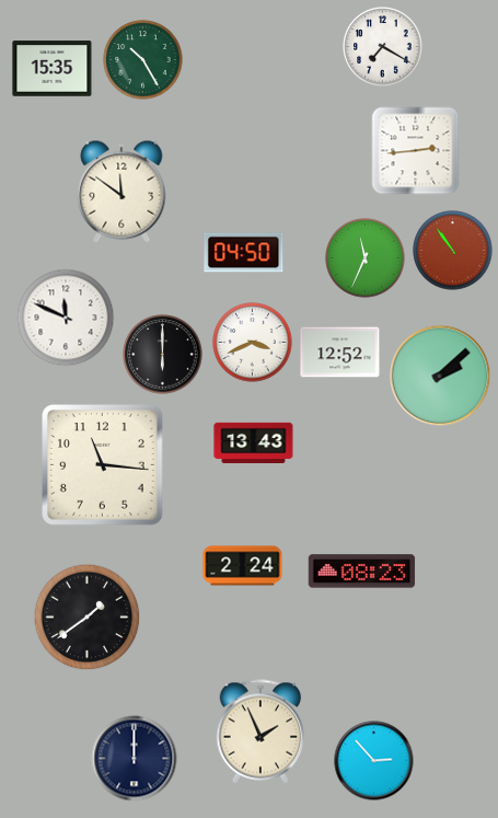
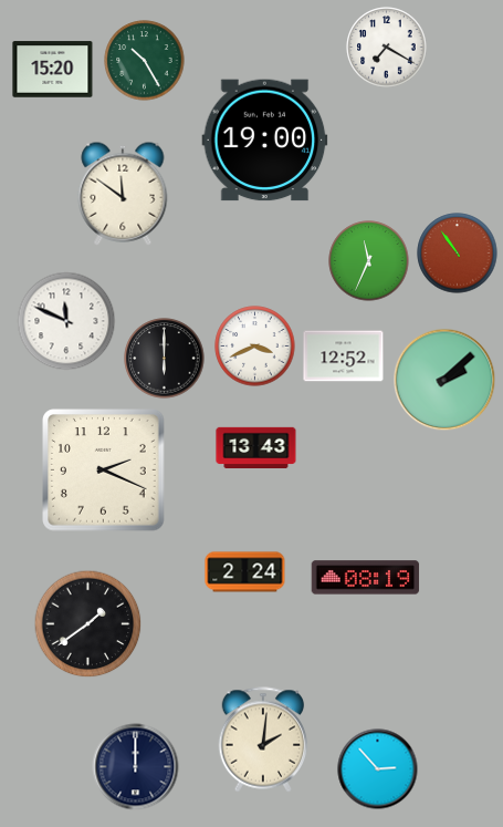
clock at (53, 69): 15:35 -> 15:20
clock at (265, 141): none -> 19:00
clock at (416, 151): 2:44 -> none
clock at (244, 253): 04:50 -> none
clock at (103, 465): 11:16 -> 2:19
clock at (362, 572): 08:23 -> 08:19
clock at (260, 731): 1:56 -> 2:01
